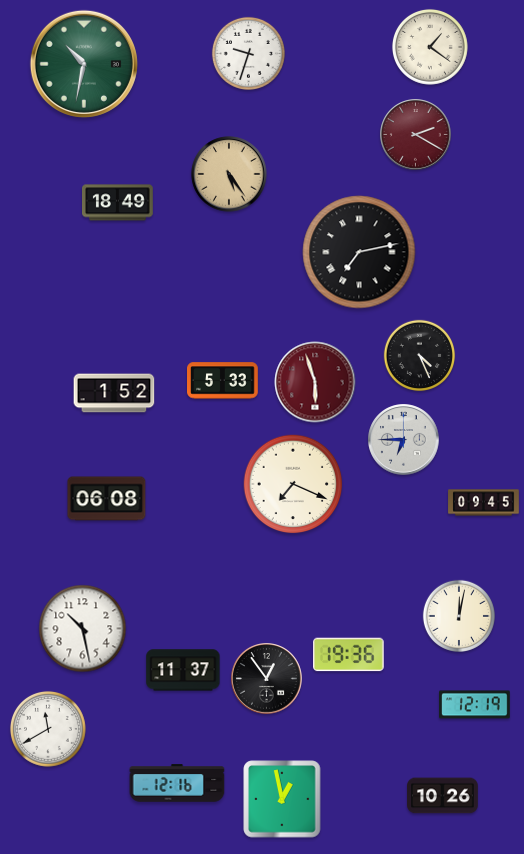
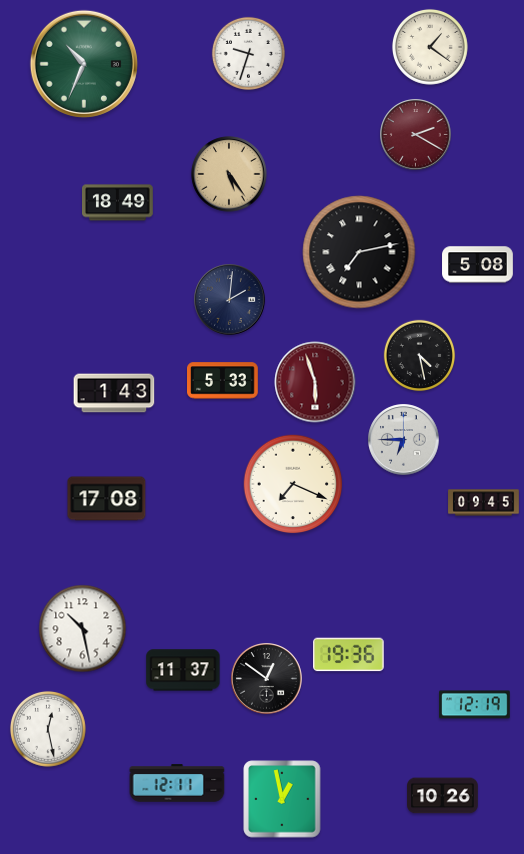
clock at (84, 64): 10:32 -> 10:34
clock at (478, 265): none -> 5:08
clock at (230, 300): none -> 2:01
clock at (420, 356): 4:26 -> 4:28
clock at (114, 393): 1:52 -> 1:43
clock at (107, 499): 06:08 -> 17:08
clock at (458, 615): 12:02 -> none
clock at (267, 679): 12:54 -> 12:51
clock at (48, 729): 11:40 -> 12:28
clock at (177, 783): 12:16 -> 12:11
